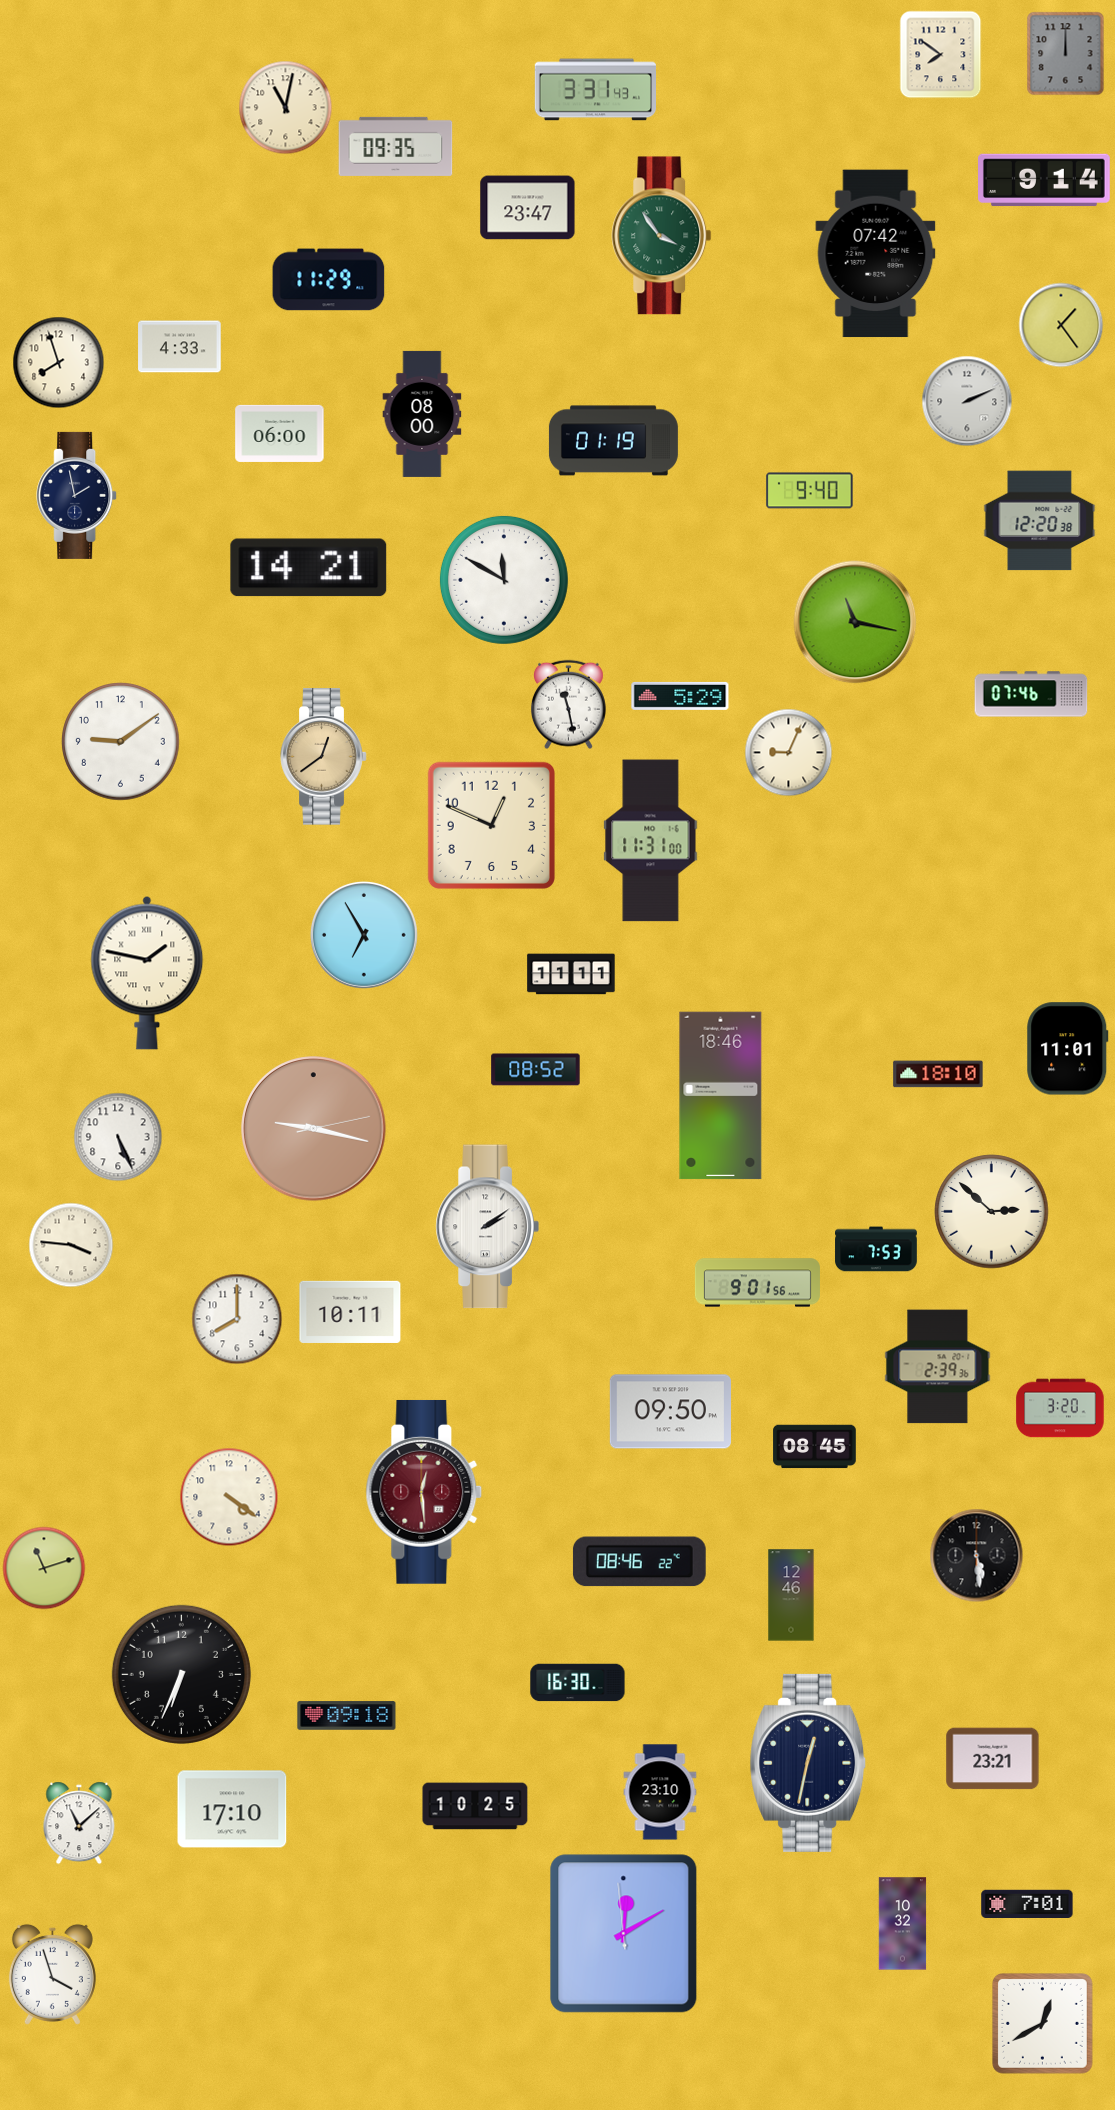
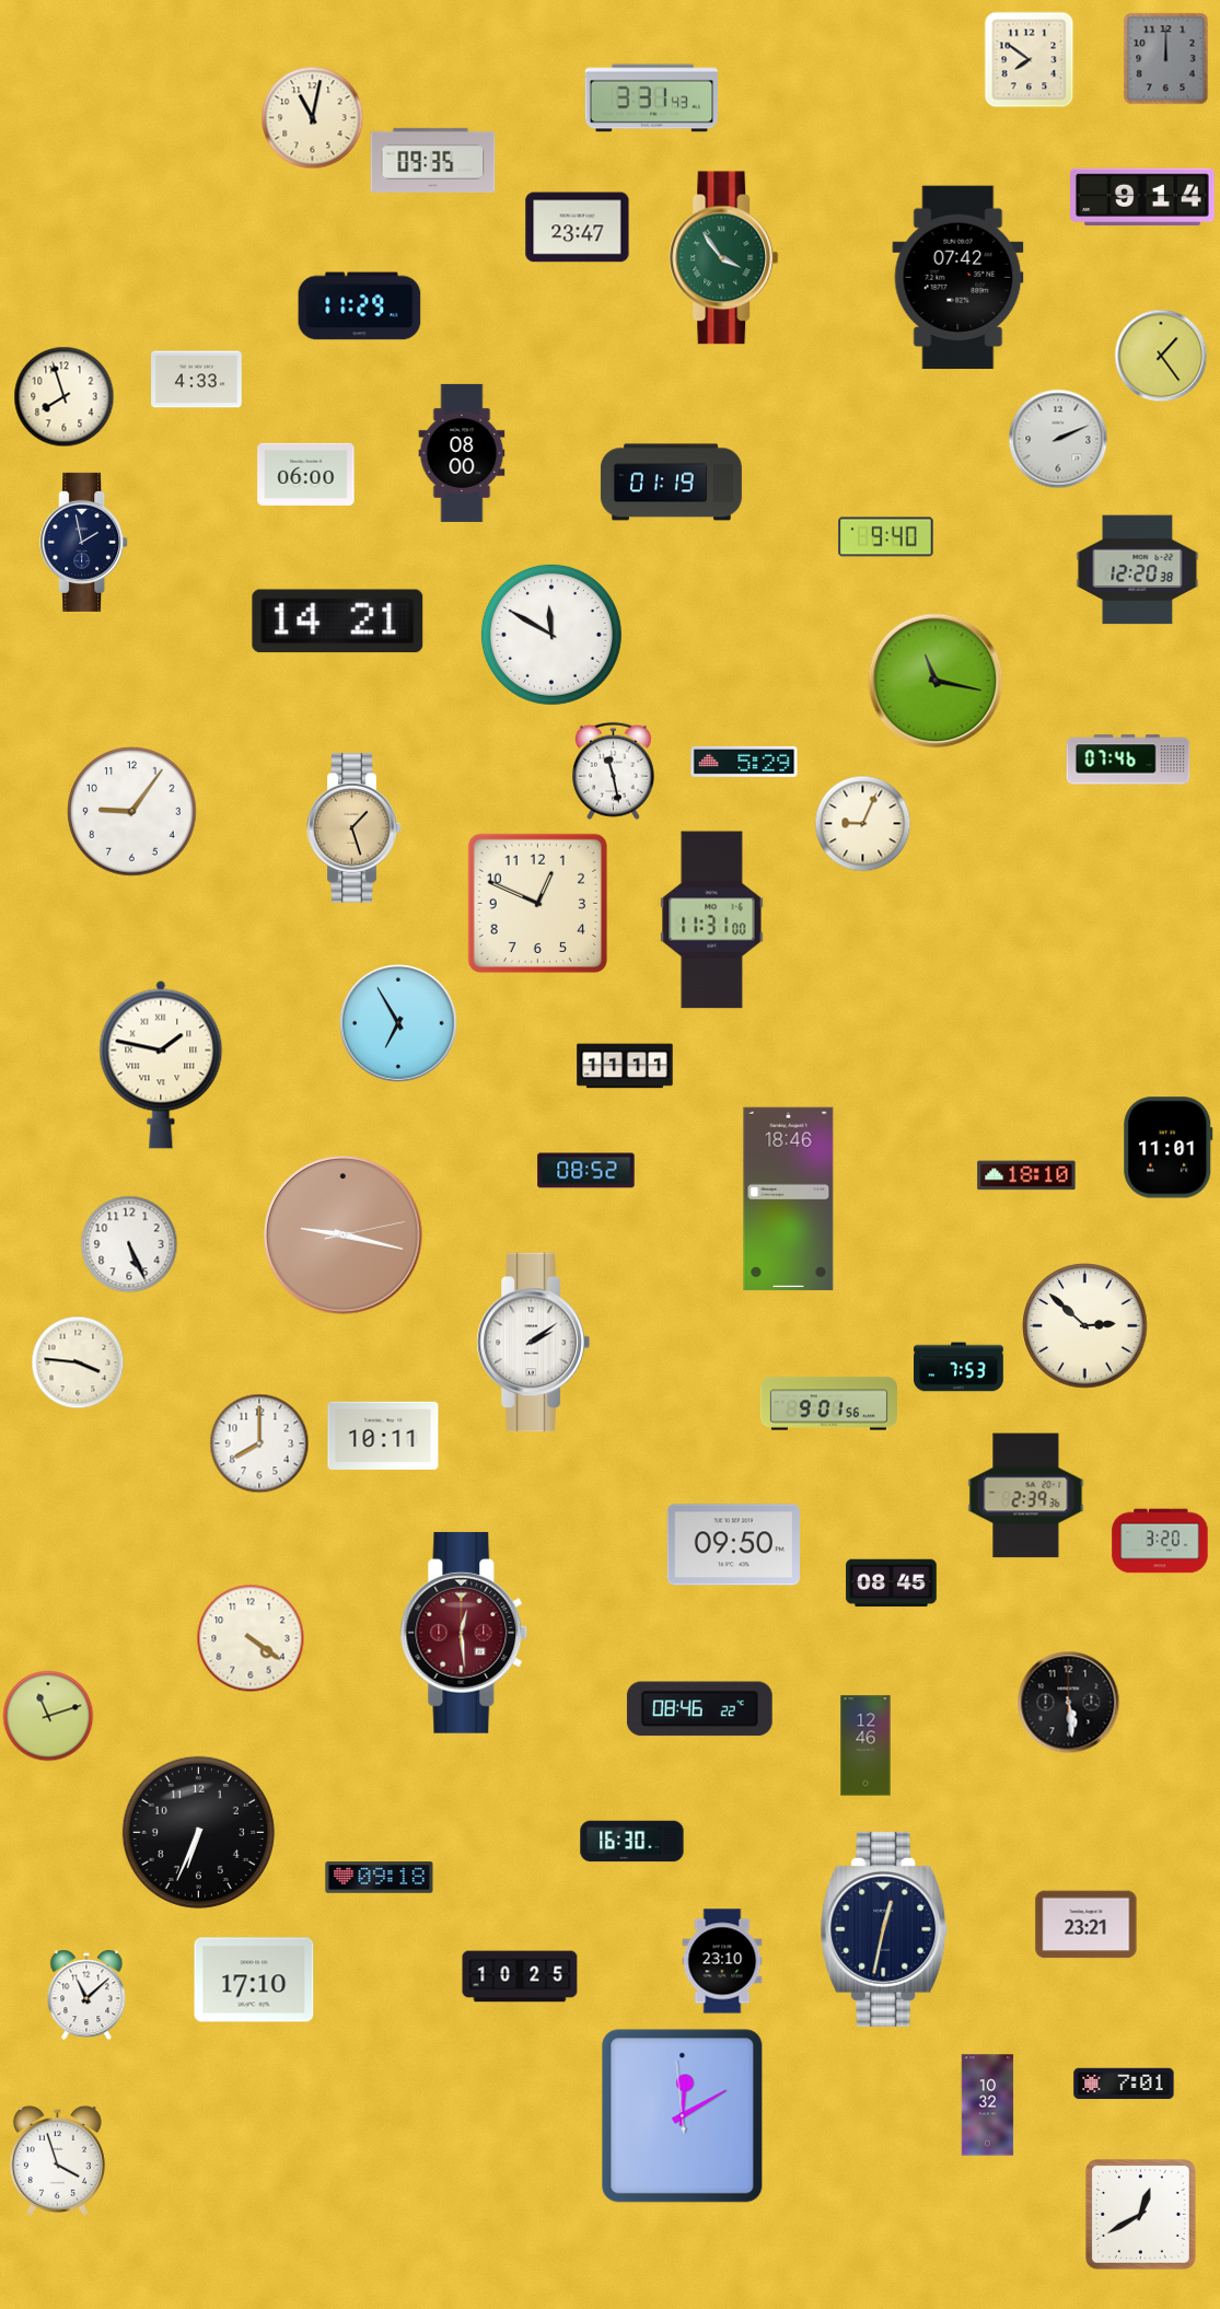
clock at (569, 704) position: (569, 704) -> (614, 770)
clock at (121, 742): 9:09 -> 9:06
clock at (324, 757): 12:39 -> 1:27
